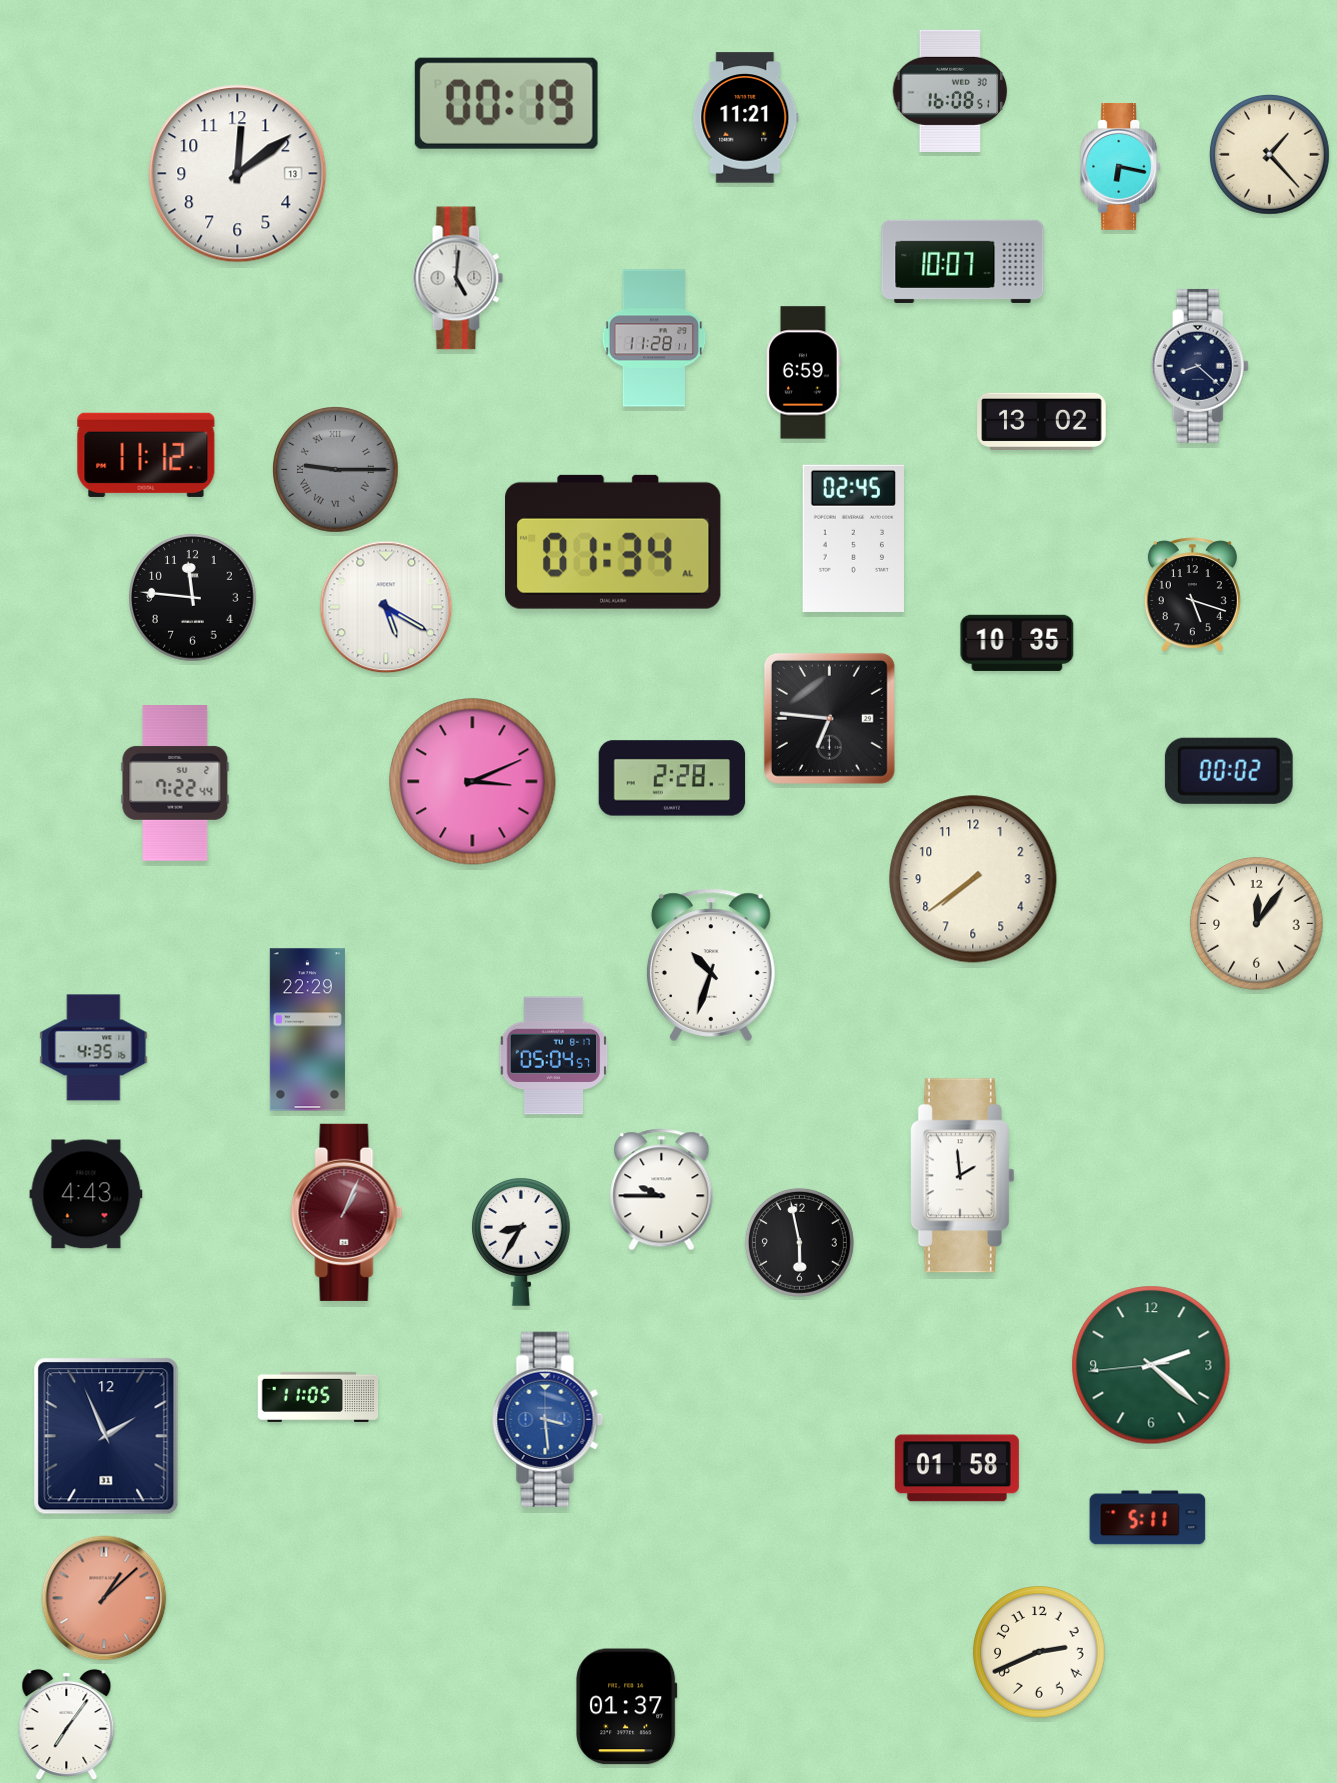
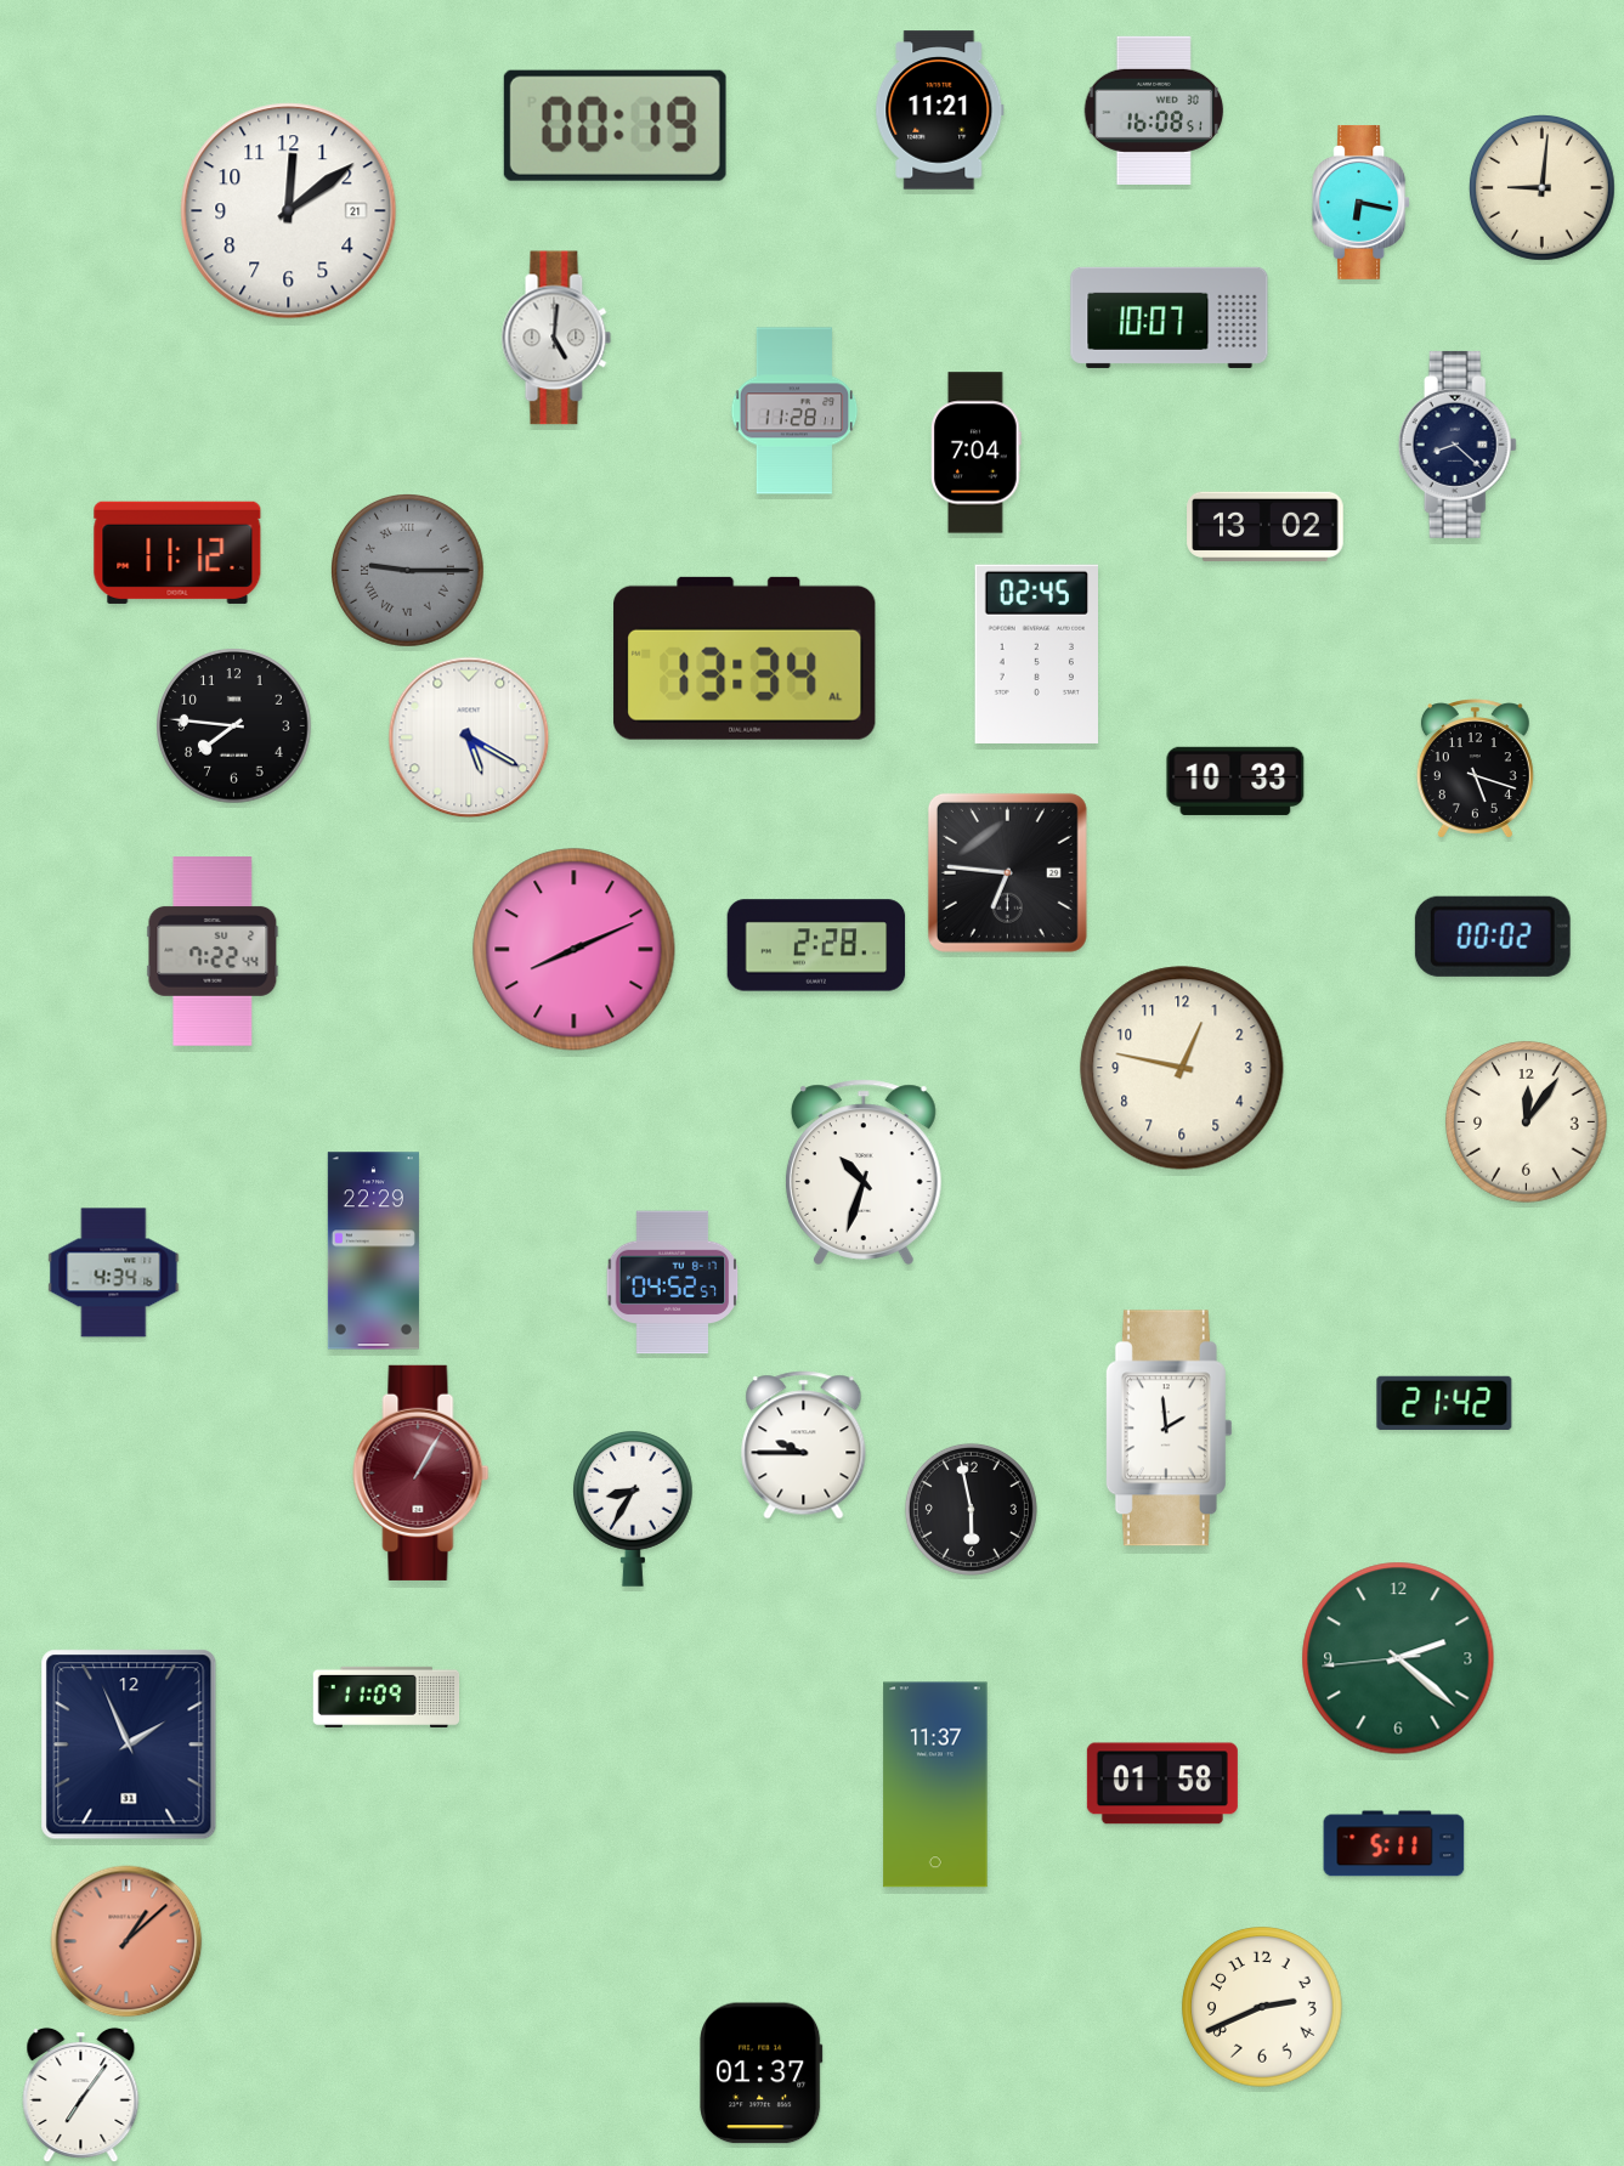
clock at (746, 118) position: (746, 118) -> (940, 111)
clock at (1270, 155): 1:23 -> 9:01
clock at (238, 174) date: 13 -> 21
clock at (804, 373): 6:59 -> 7:04
clock at (1042, 421) position: (1042, 421) -> (1266, 526)
clock at (613, 542): 01:34 -> 13:34
clock at (1192, 595) position: (1192, 595) -> (1475, 769)
clock at (193, 598): 11:46 -> 7:46
clock at (1017, 643): 10:35 -> 10:33
clock at (473, 782): 3:11 -> 8:11
clock at (973, 879): 7:39 -> 12:47
clock at (94, 1048): 4:35 -> 4:34
clock at (554, 1056): 05:04 -> 04:52
clock at (1444, 1403): none -> 21:42
clock at (86, 1194): 4:43 -> none
clock at (347, 1212): 1:04 -> 1:05
clock at (318, 1397): 11:05 -> 11:09
clock at (547, 1419): 3:29 -> none
clock at (935, 1785): none -> 11:37
